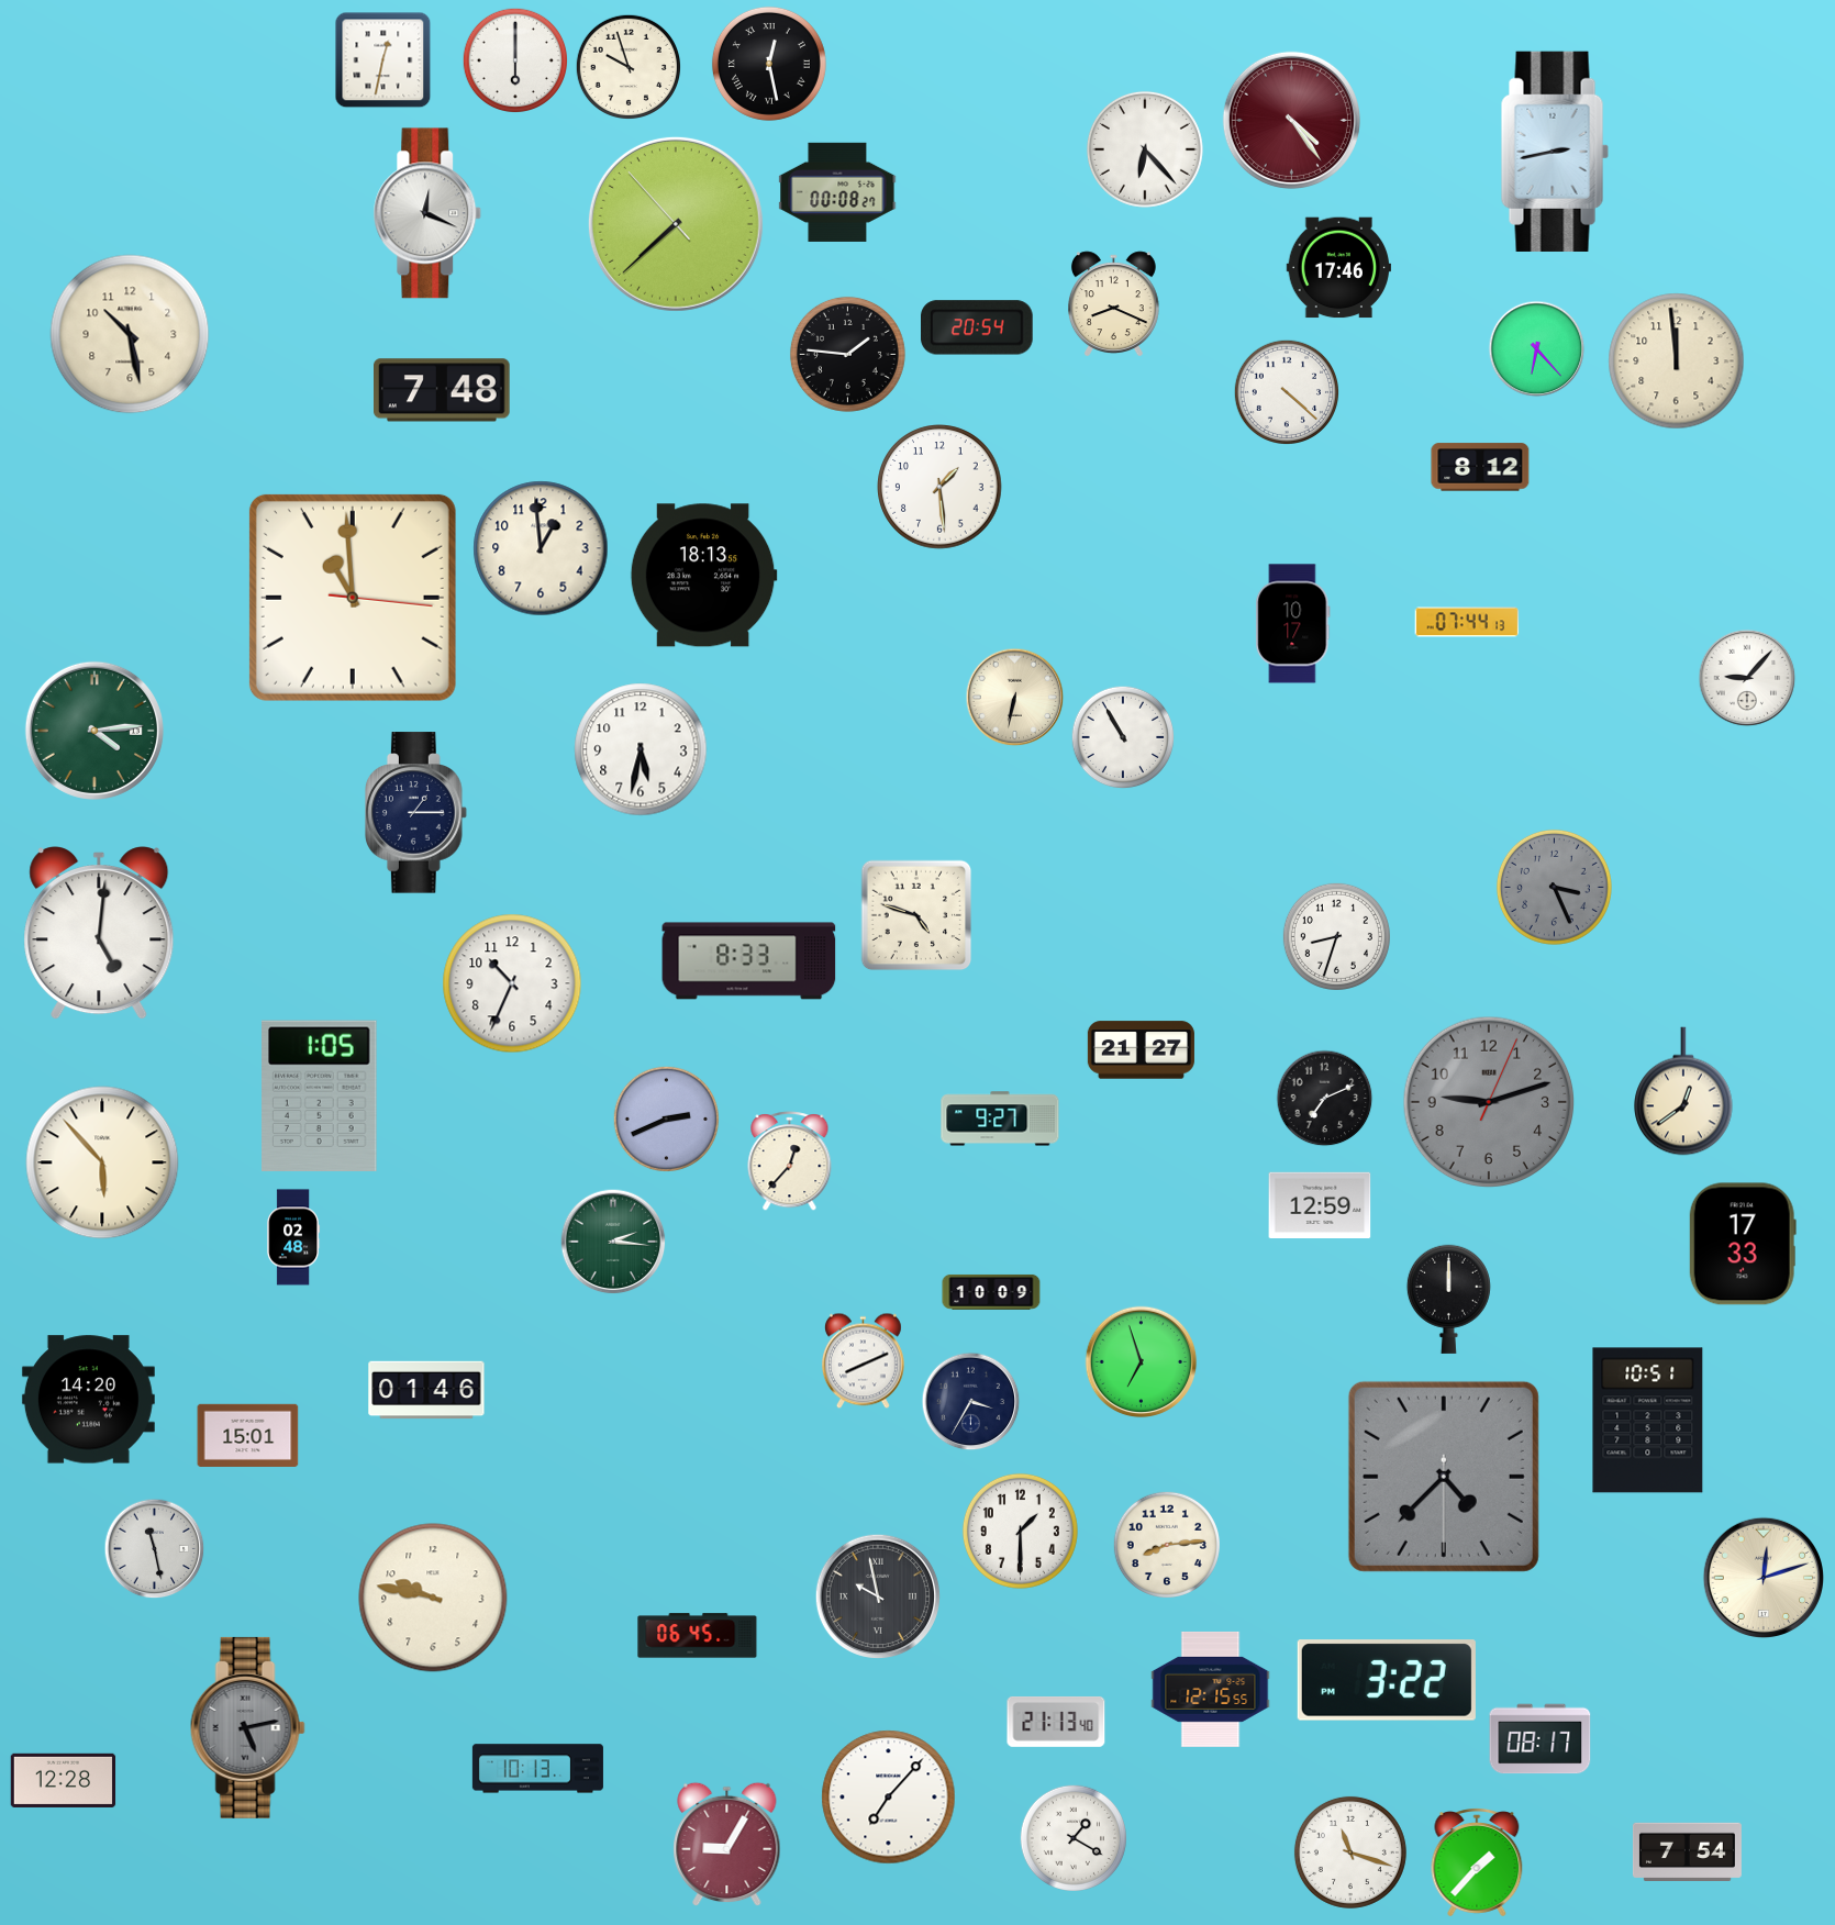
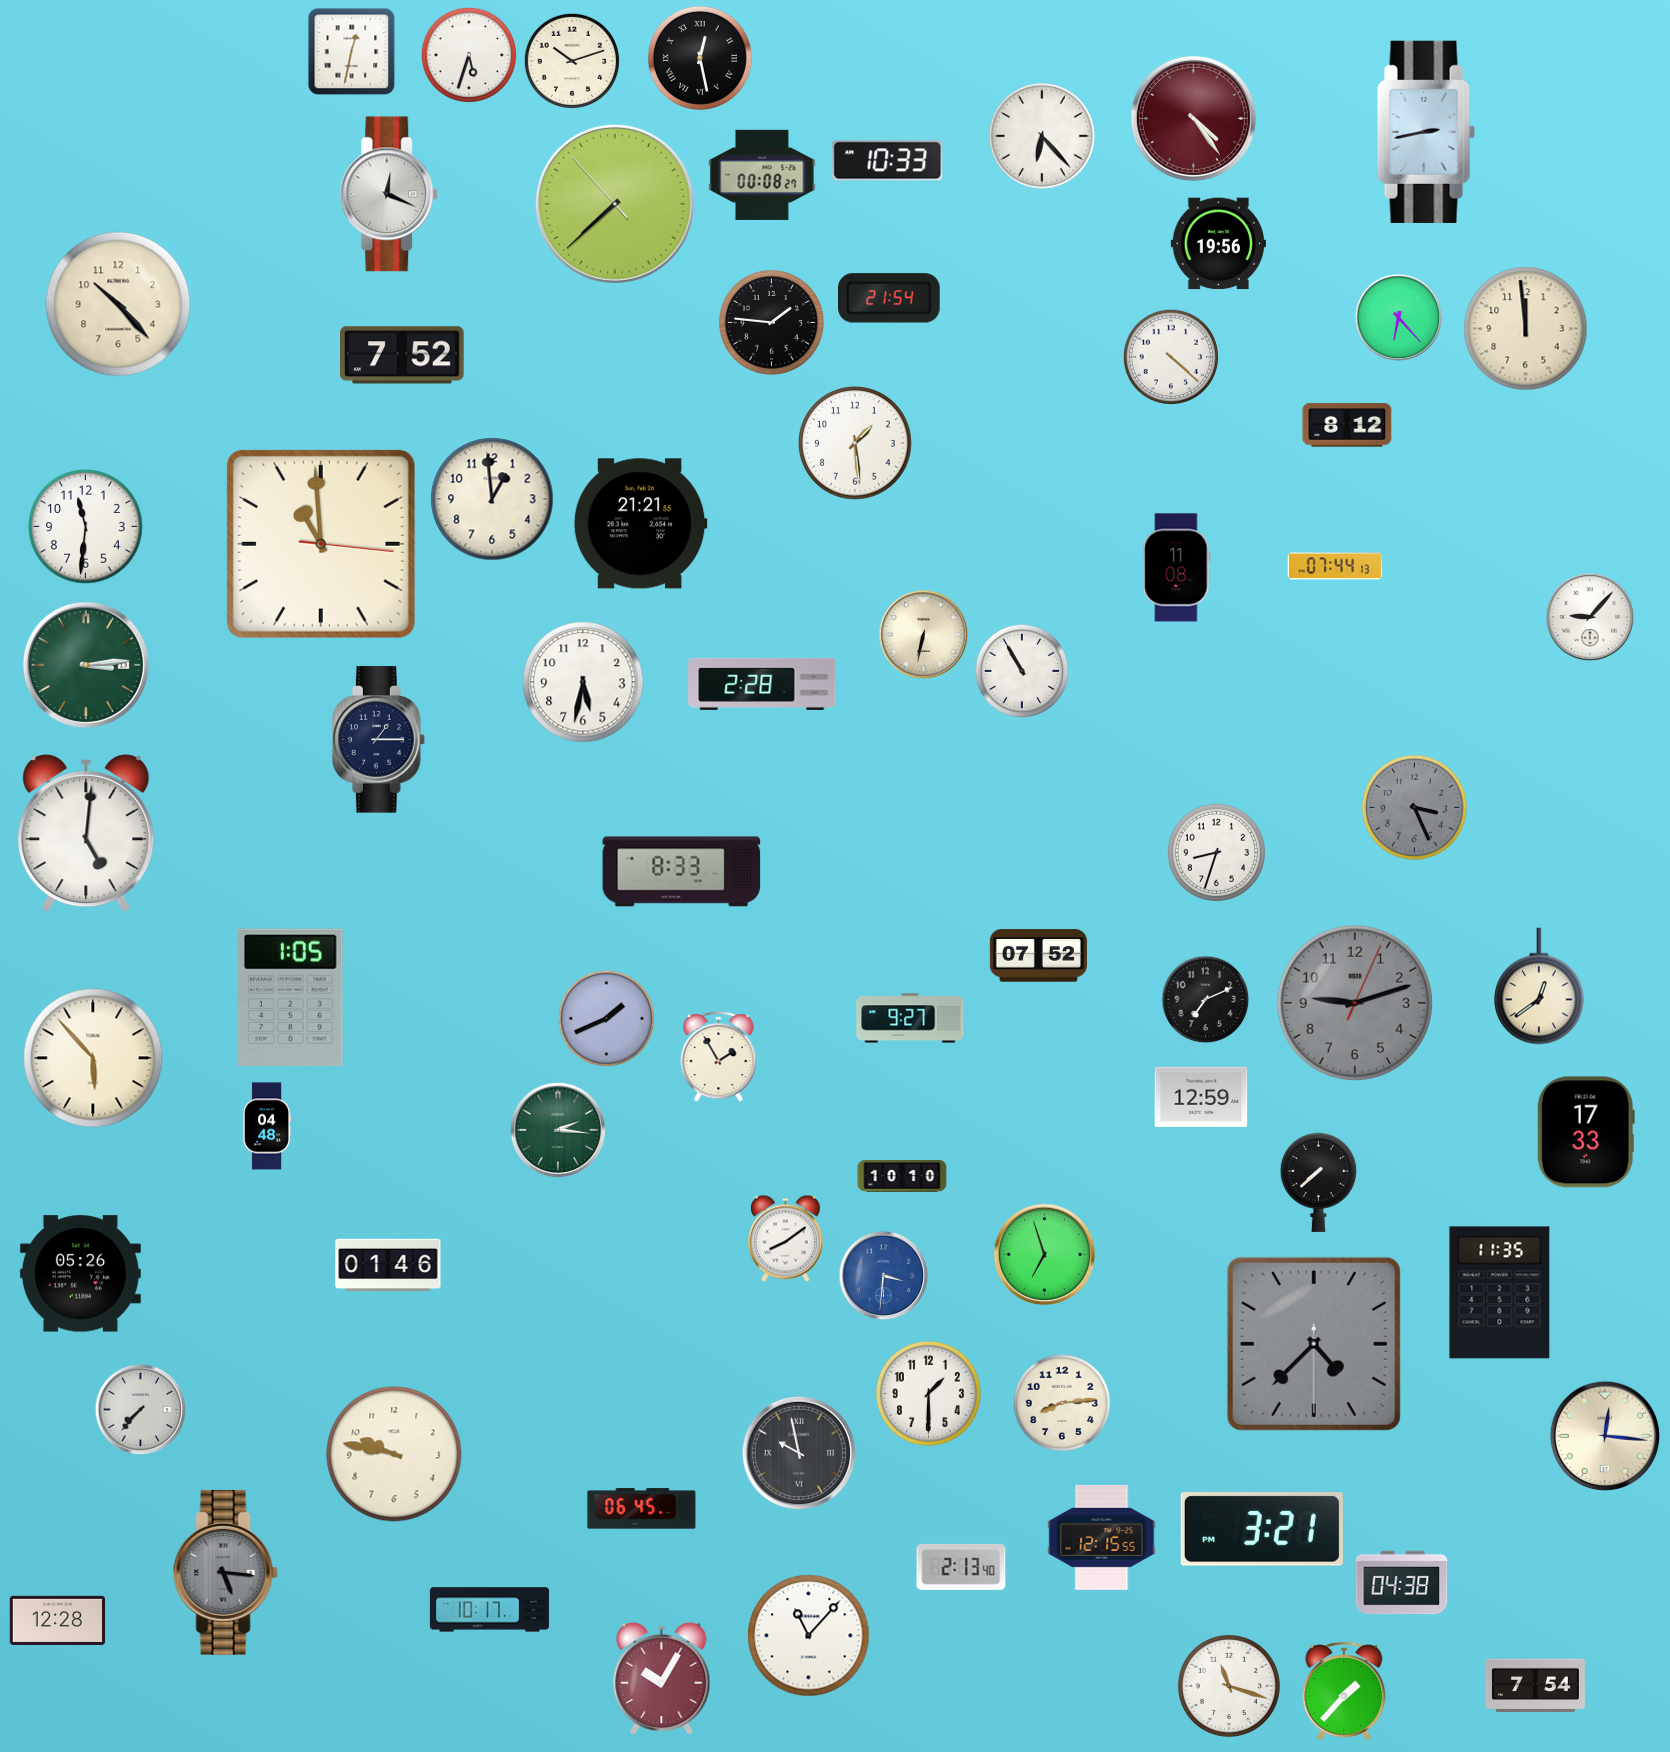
clock at (514, 59): 6:00 -> 5:33
clock at (383, 60) position: (383, 60) -> (352, 52)
clock at (627, 66): 9:57 -> 10:12
clock at (1291, 120) position: (1291, 120) -> (1193, 118)
clock at (1555, 152) position: (1555, 152) -> (1426, 132)
clock at (888, 161): none -> 10:33
clock at (1338, 268): 17:46 -> 19:56
clock at (1113, 303): 8:19 -> none
clock at (978, 327): 20:54 -> 21:54
clock at (130, 334): 10:28 -> 10:23
clock at (443, 390): 7:48 -> 7:52
clock at (703, 576): 18:13 -> 21:21
clock at (86, 527): none -> 11:31
clock at (1293, 624): 10:17 -> 11:08
clock at (94, 731): 4:14 -> 3:14
clock at (762, 684): none -> 2:28
clock at (916, 915): 4:48 -> none
clock at (99, 933) position: (99, 933) -> (86, 833)
clock at (749, 961) position: (749, 961) -> (682, 872)
clock at (512, 983): 10:34 -> none
clock at (1141, 1050): 21:27 -> 07:52
clock at (1683, 1091) position: (1683, 1091) -> (1539, 986)
clock at (666, 1119): 2:41 -> 1:41
clock at (790, 1161): 12:37 -> 1:55
clock at (293, 1237): 02:48 -> 04:48
clock at (991, 1292): 10:09 -> 10:10
clock at (1448, 1299): 12:00 -> 7:38
clock at (863, 1361): 8:11 -> 8:09
clock at (1142, 1362) position: (1142, 1362) -> (1045, 1255)
clock at (88, 1400): 14:20 -> 05:26
clock at (971, 1402): 3:35 -> 3:31
clock at (971, 1402) dial: navy -> blue
clock at (1648, 1421): 10:51 -> 11:35
clock at (248, 1435): 15:01 -> none
clock at (1167, 1545) position: (1167, 1545) -> (1062, 1403)
clock at (155, 1549): 11:28 -> 7:37
clock at (1762, 1577): 12:12 -> 12:16
clock at (698, 1636) position: (698, 1636) -> (642, 1509)
clock at (1387, 1680): 3:22 -> 3:21
clock at (1056, 1722): 21:13 -> 2:13
clock at (247, 1727): 5:13 -> 5:16
clock at (1541, 1739): 08:17 -> 04:38
clock at (537, 1769): 10:13 -> 10:17
clock at (889, 1798): 7:07 -> 11:07
clock at (1074, 1838): 1:20 -> none
clock at (727, 1845): 9:05 -> 10:05
clock at (1477, 1863) position: (1477, 1863) -> (1344, 1692)
